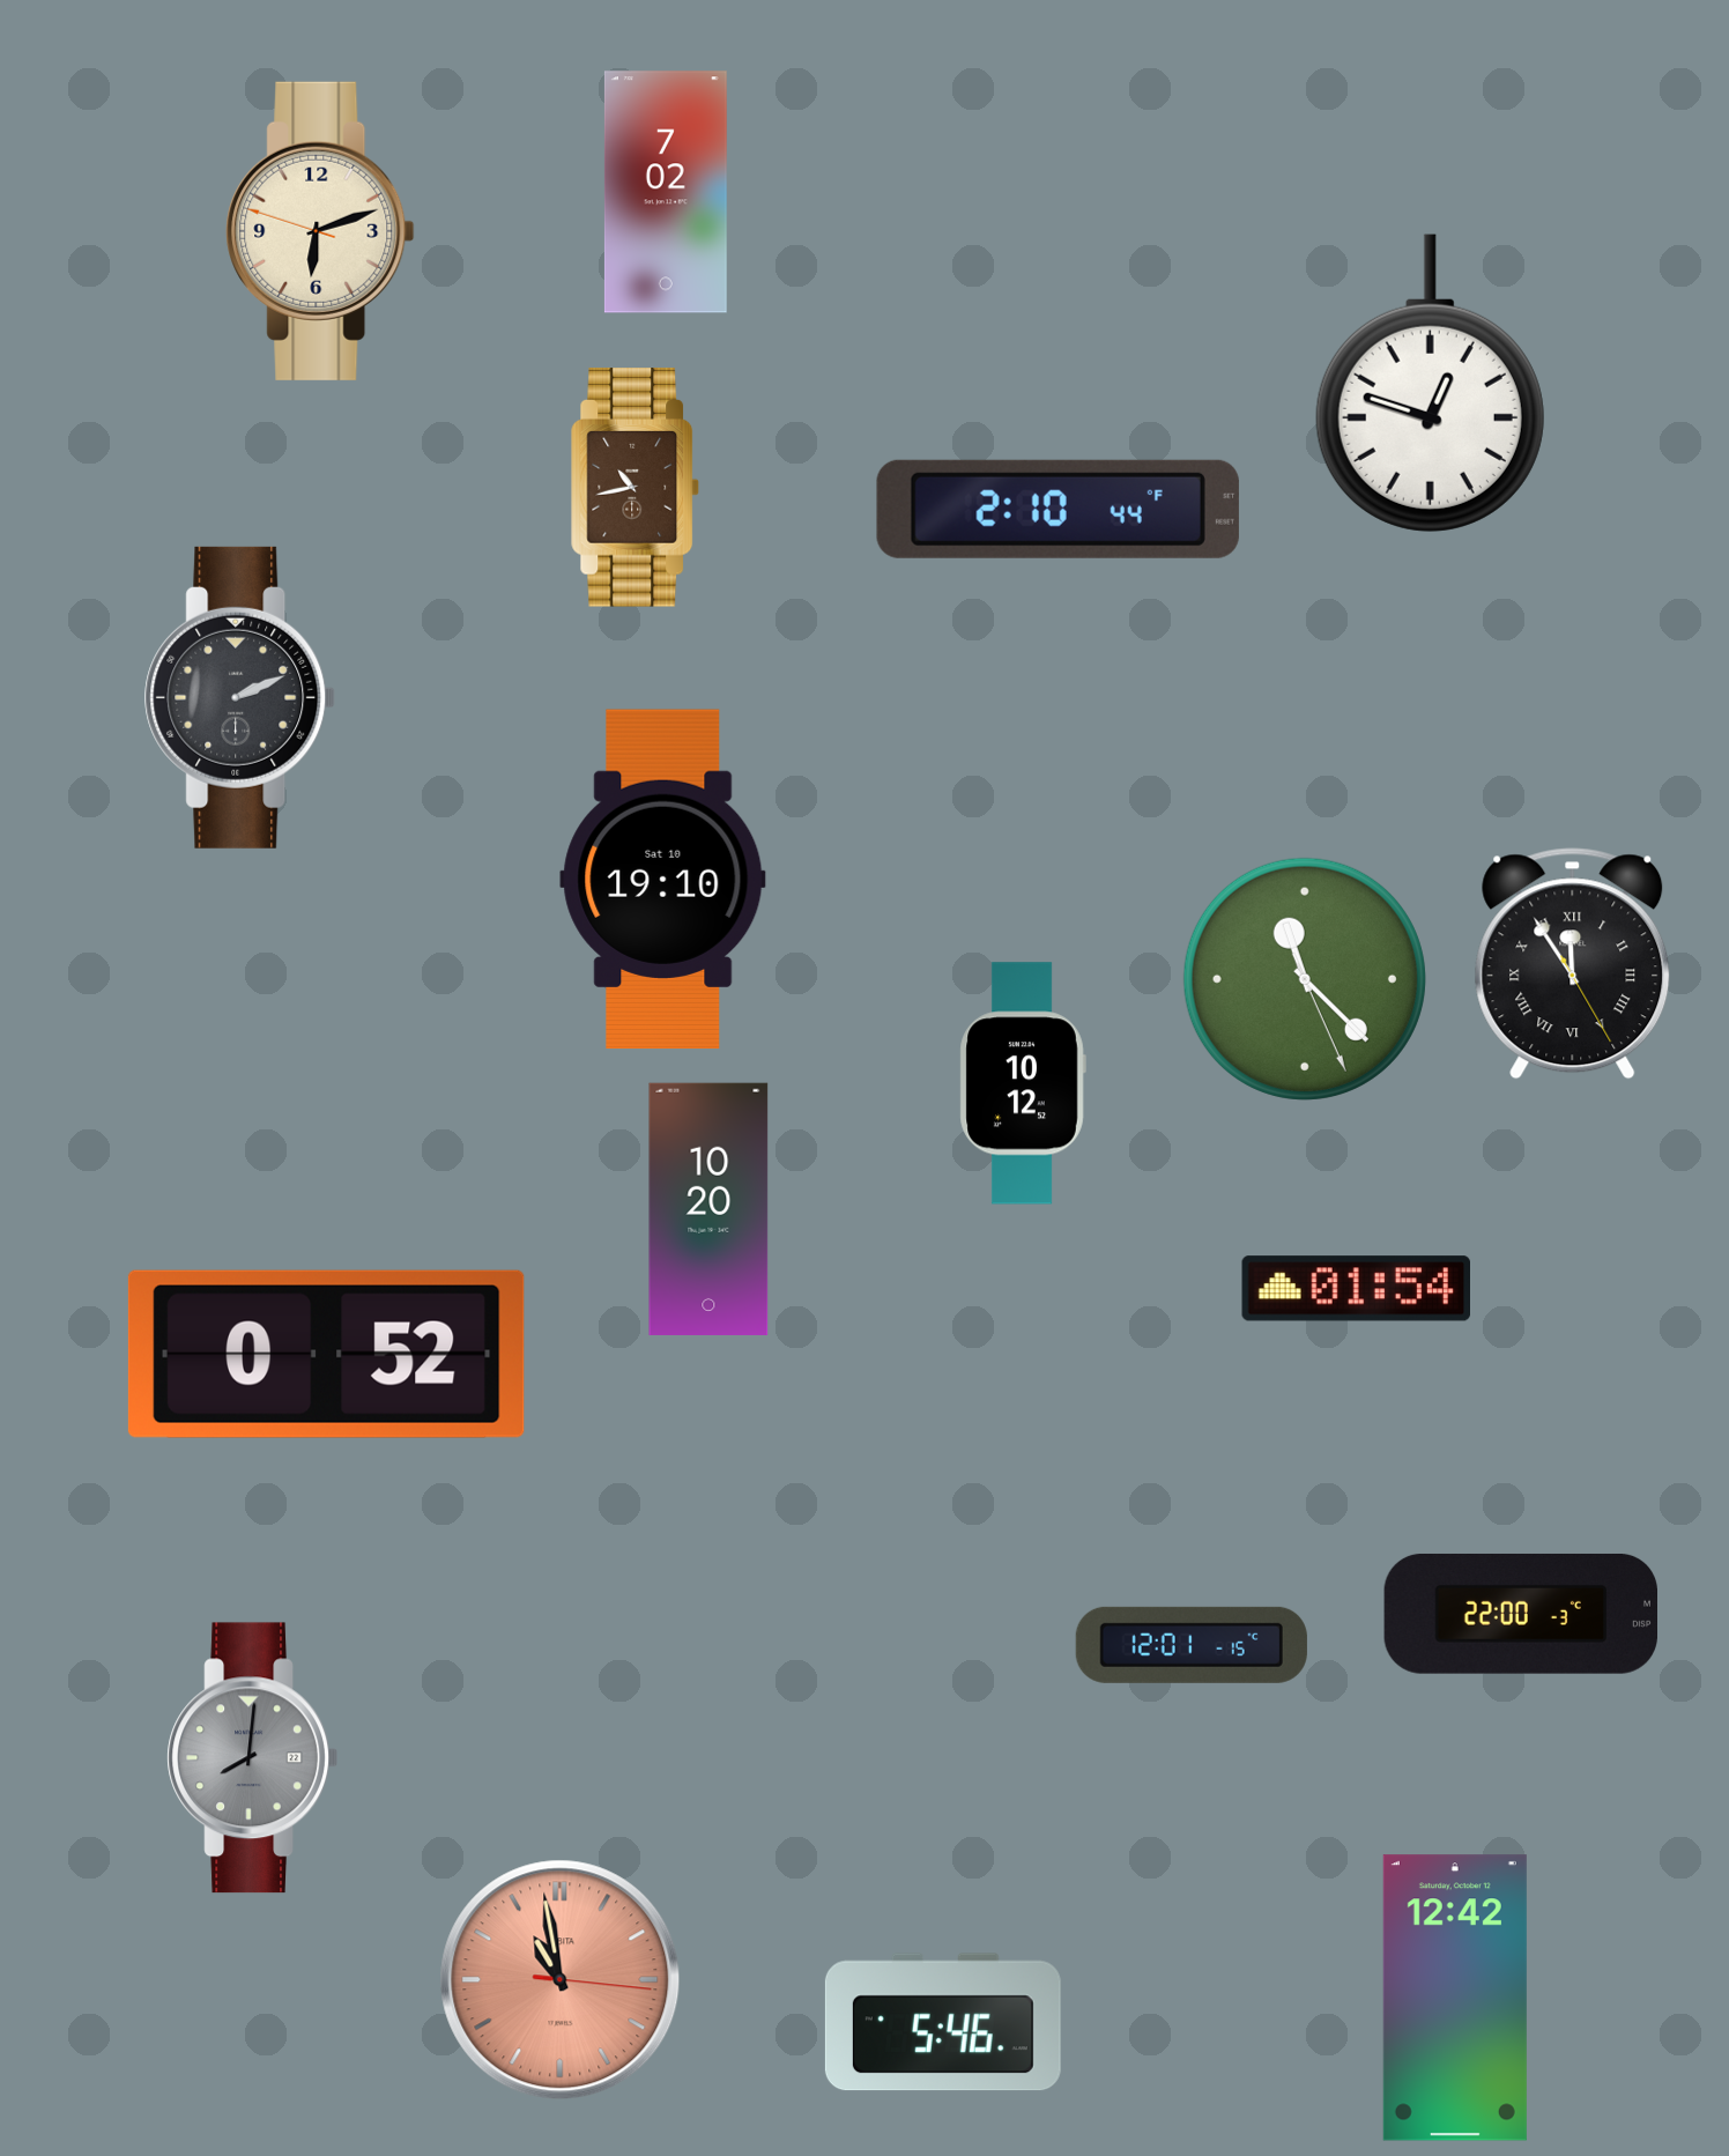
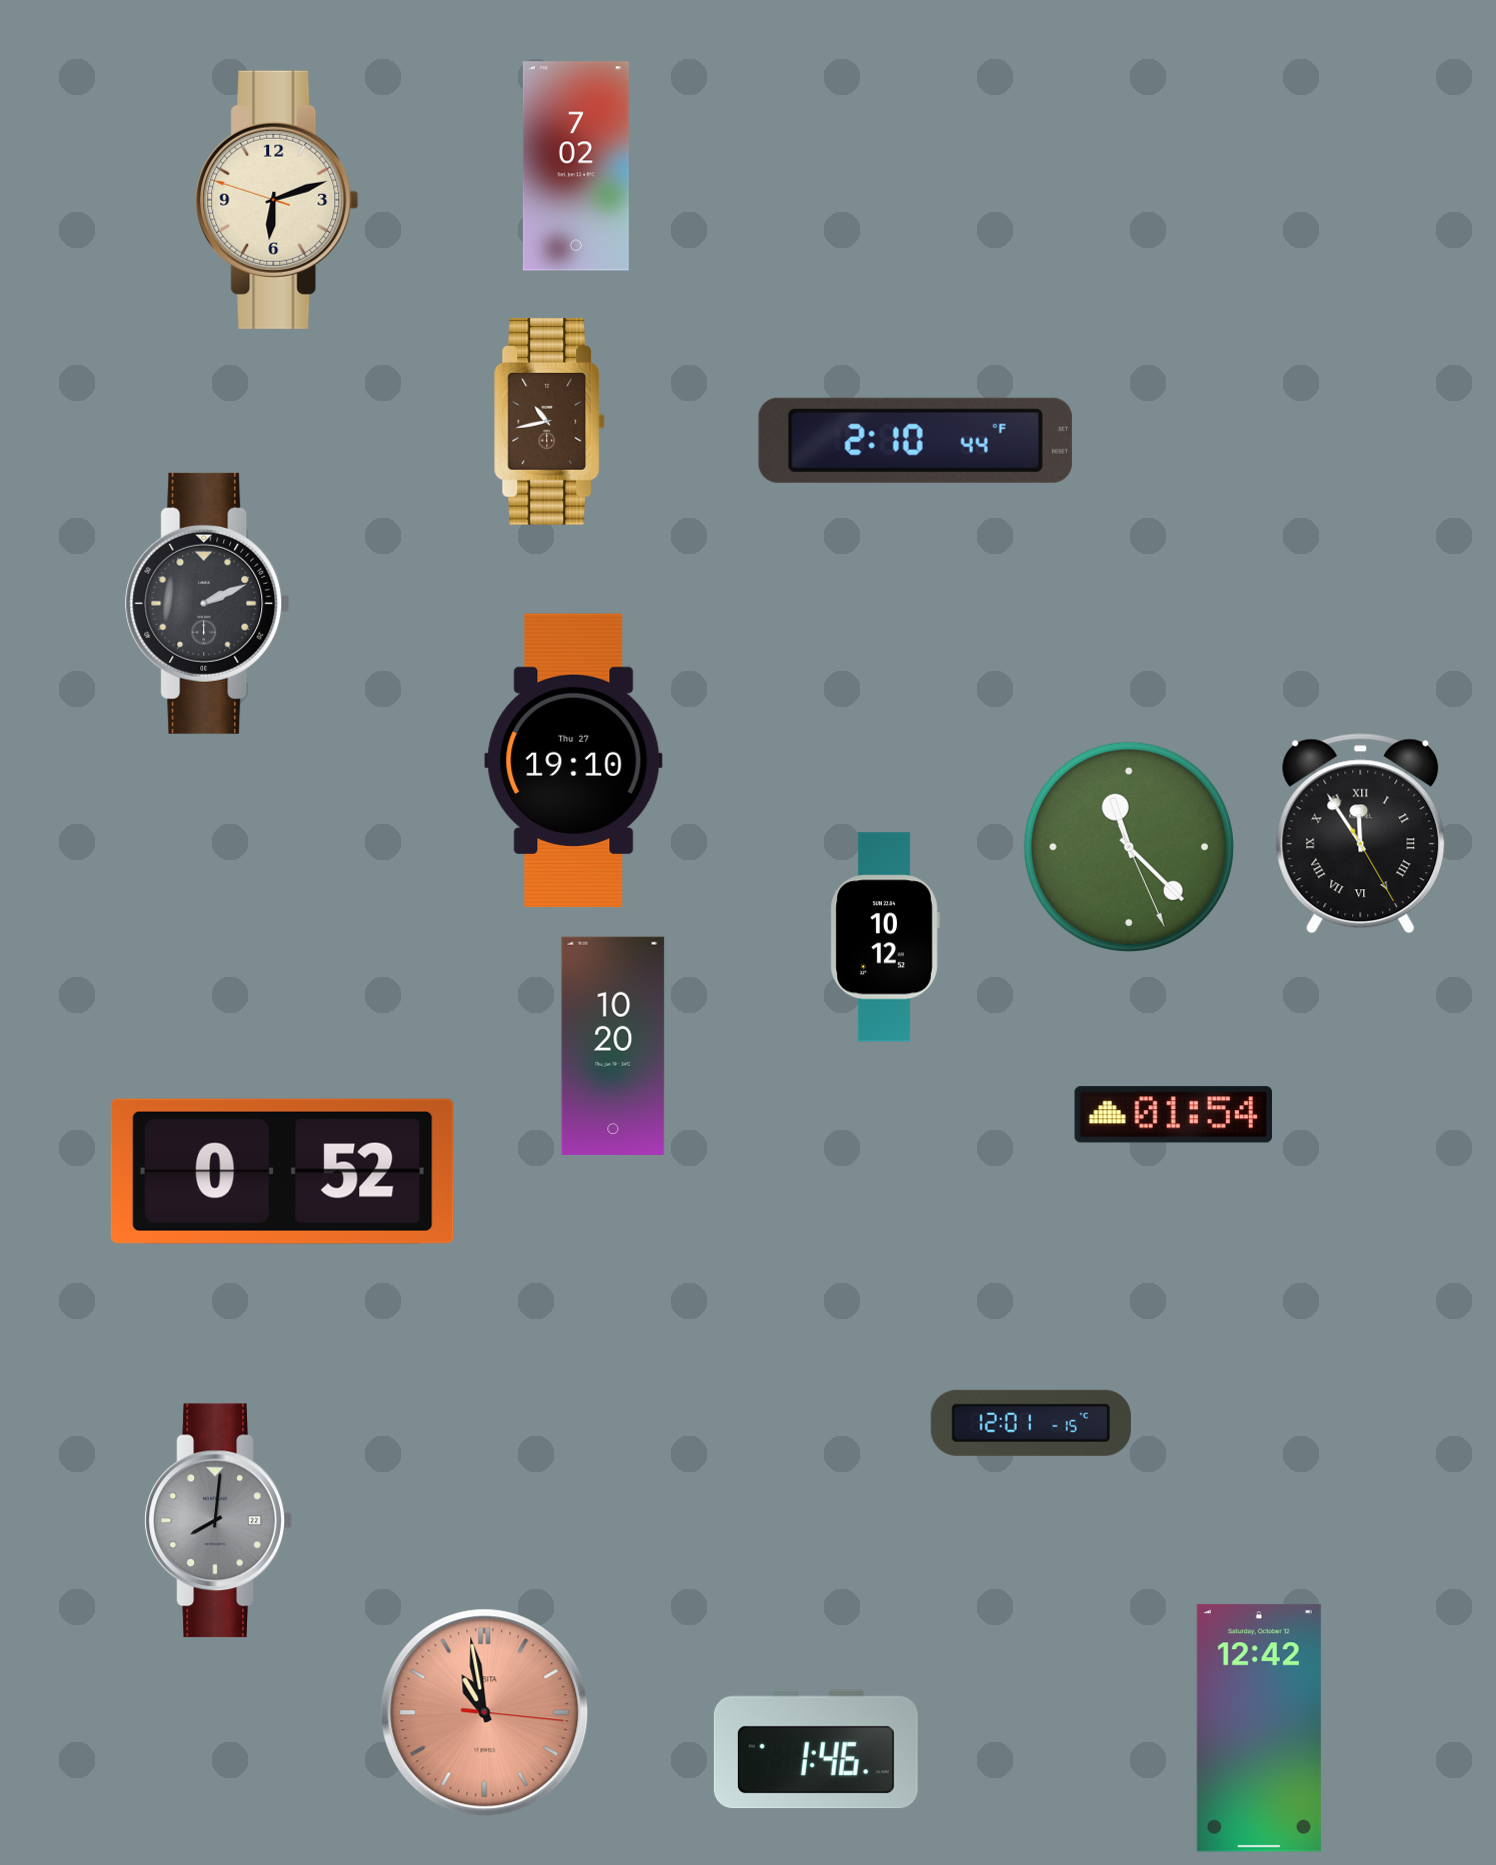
clock at (1430, 384): 12:48 -> none
clock at (663, 880) date: Sat 10 -> Thu 27
clock at (1520, 1614): 22:00 -> none
clock at (943, 2022): 5:46 -> 1:46
